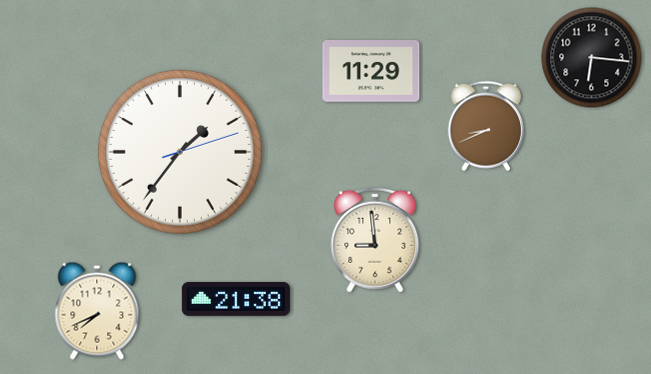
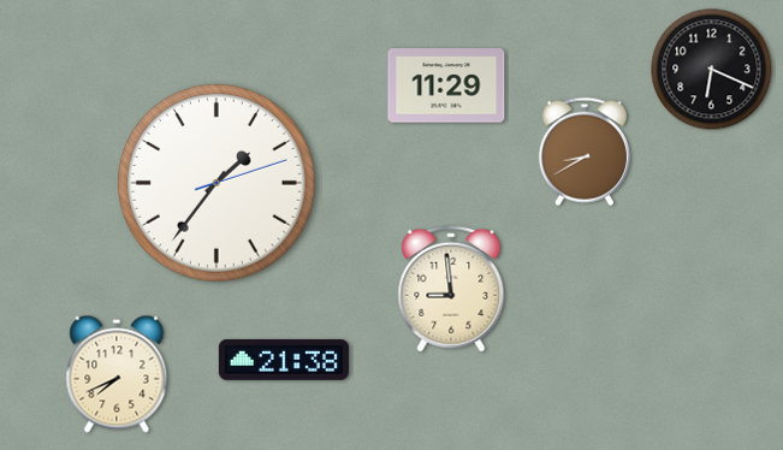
clock at (592, 58): 6:16 -> 6:19
clock at (486, 126): 8:41 -> 8:40
